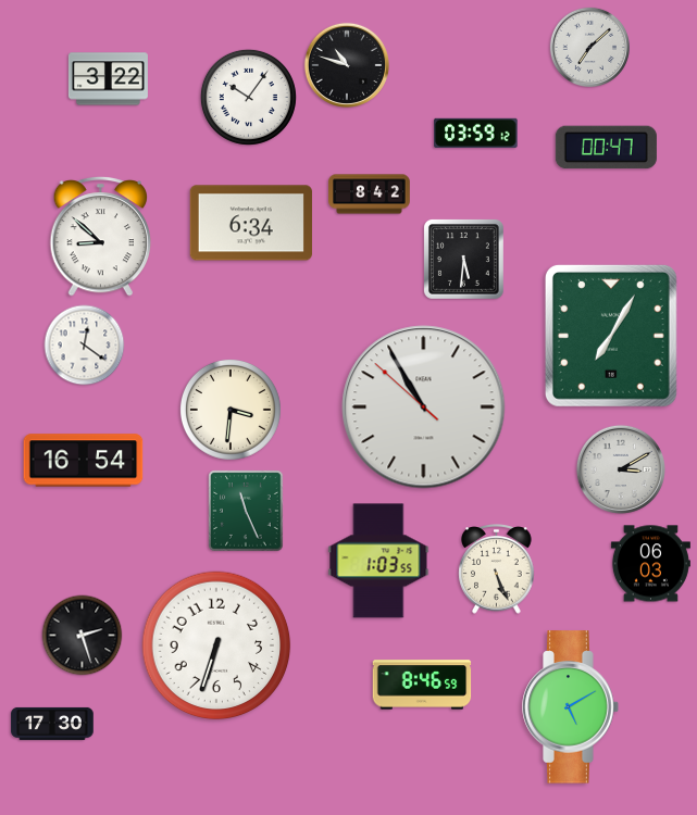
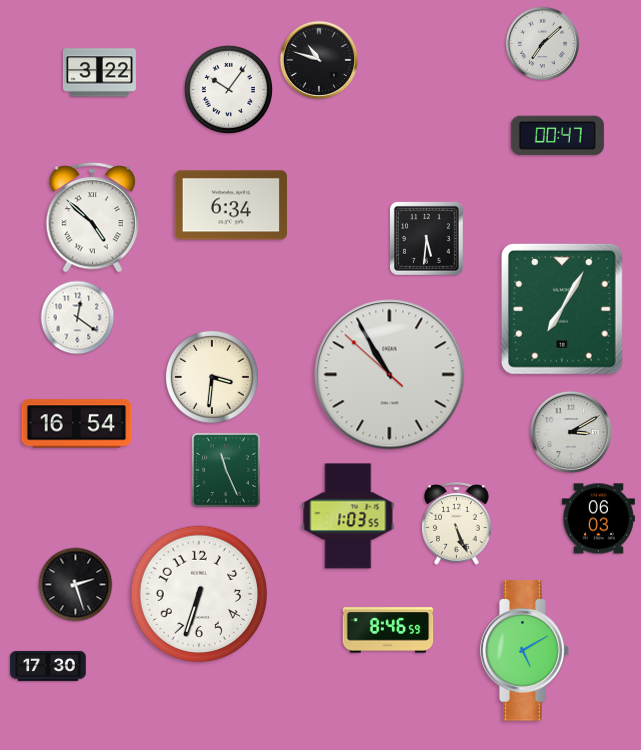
clock at (476, 133): 03:59 -> none
clock at (370, 195): 8:42 -> none
clock at (101, 236): 8:52 -> 4:52
